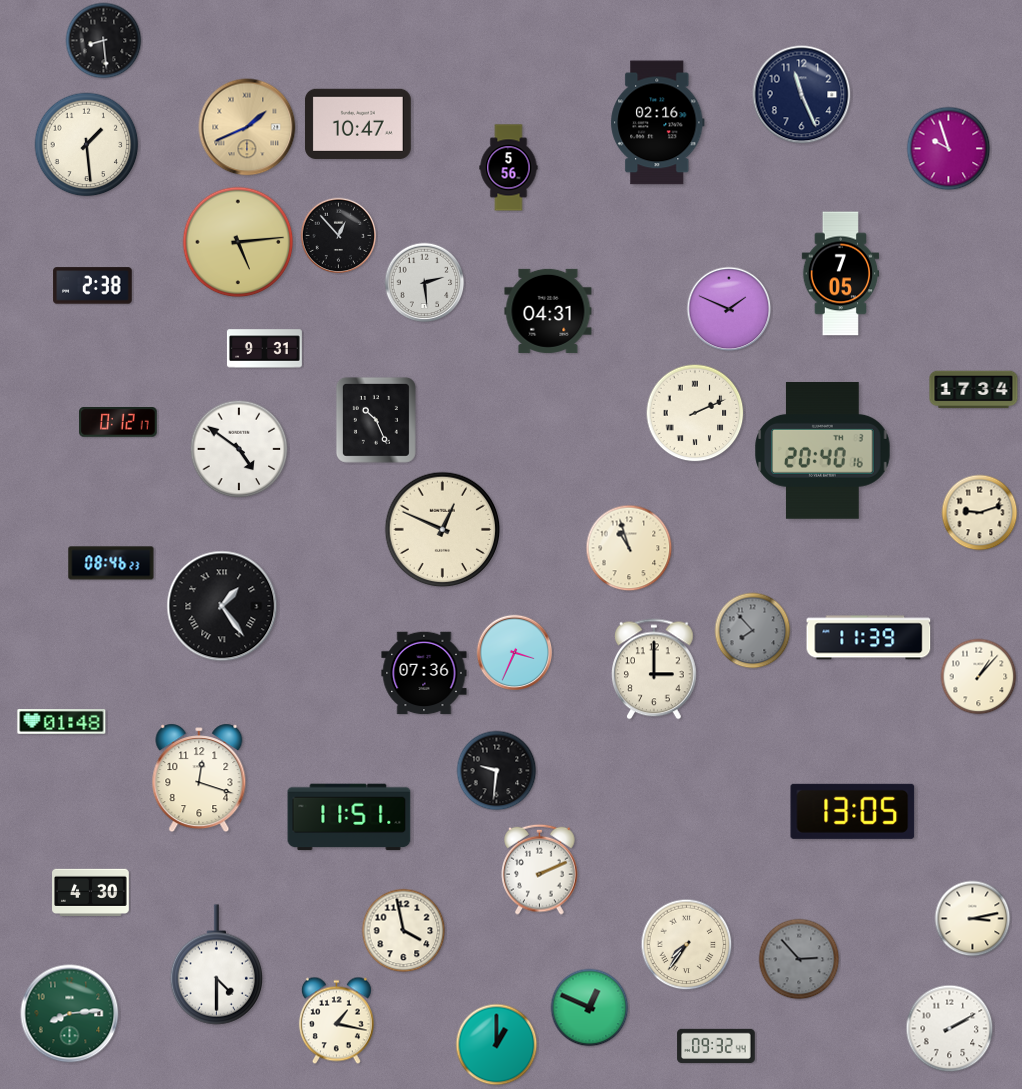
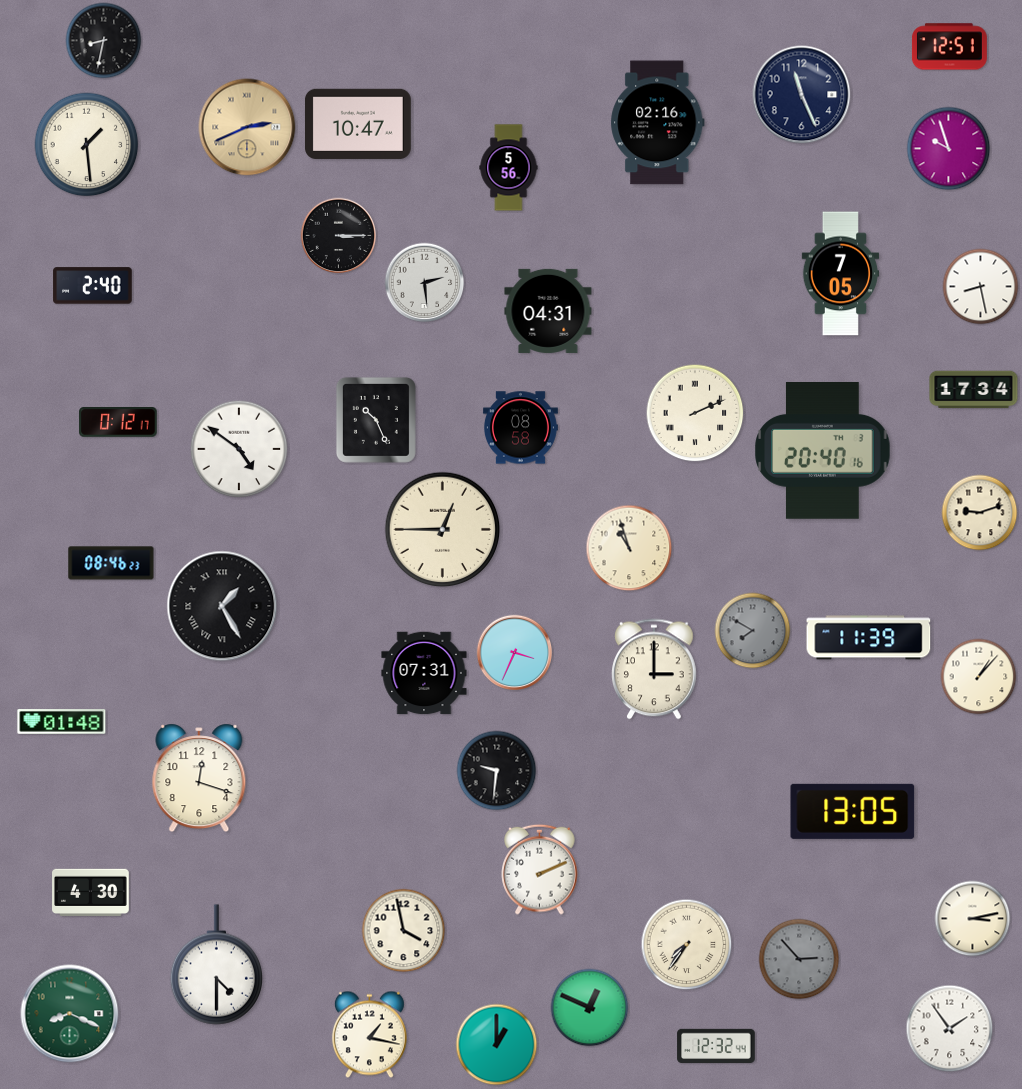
clock at (104, 41): 8:29 -> 8:32
clock at (949, 47): none -> 12:51
clock at (247, 127): 1:41 -> 2:41
clock at (339, 236): 12:53 -> 3:15
clock at (238, 242): 5:14 -> none
clock at (93, 286): 2:38 -> 2:40
clock at (981, 287): none -> 8:28
clock at (729, 309): 1:49 -> none
clock at (264, 349): 9:31 -> none
clock at (520, 428): none -> 08:58
clock at (443, 530): 12:49 -> 12:45
clock at (222, 606): 1:24 -> 1:25
clock at (753, 631): 7:53 -> 7:50
clock at (424, 673): 07:36 -> 07:31
clock at (349, 817): 11:51 -> none
clock at (70, 1014): 8:14 -> 8:19
clock at (336, 1021) position: (336, 1021) -> (369, 1035)
clock at (950, 1029): 2:10 -> 1:54
clock at (716, 1045): 09:32 -> 12:32
